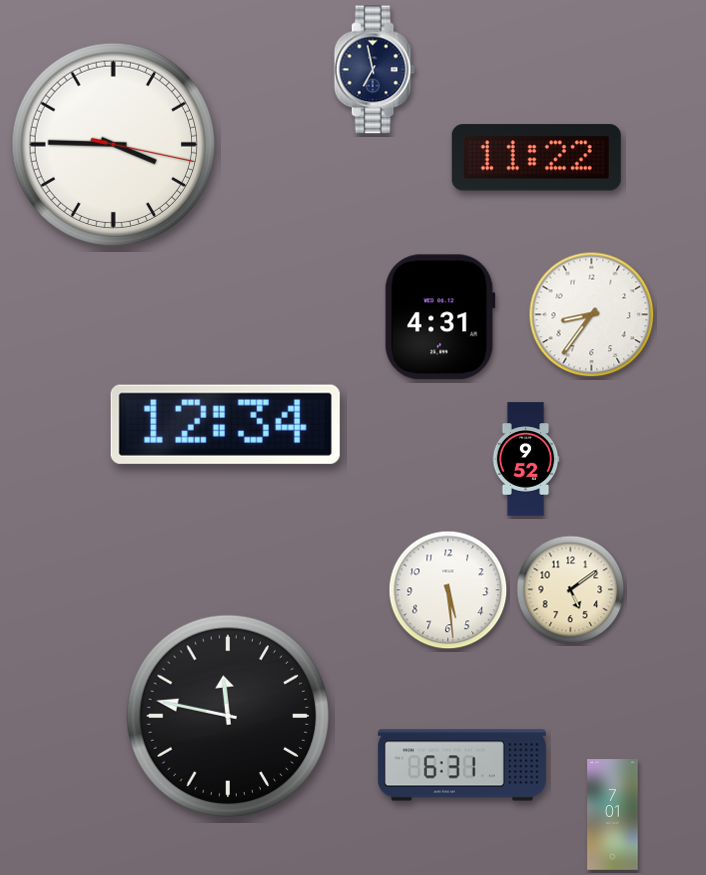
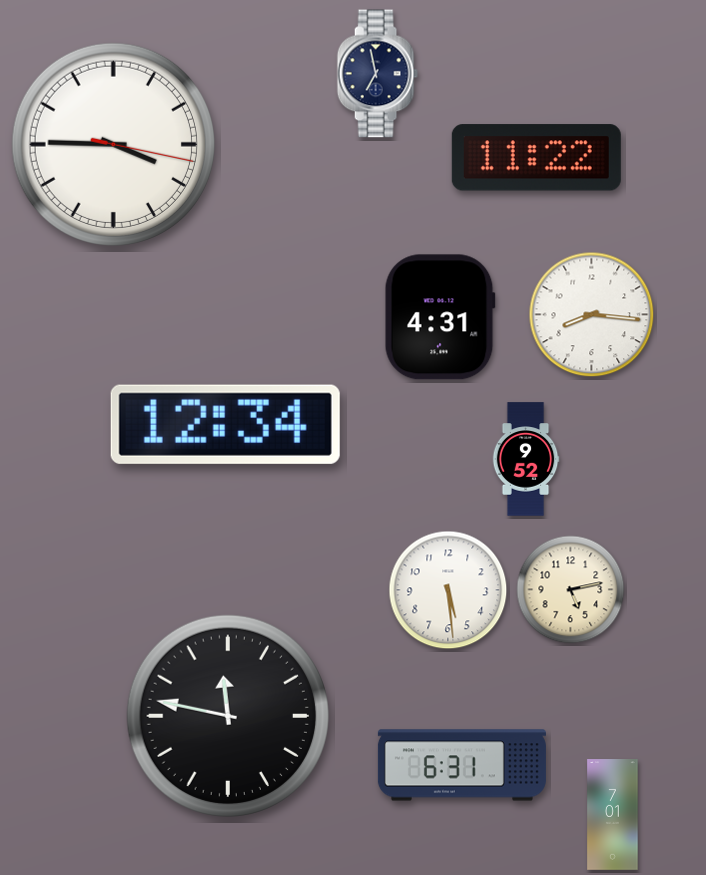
clock at (374, 70) position: (374, 70) -> (377, 74)
clock at (592, 315): 8:36 -> 8:16
clock at (571, 590): 5:09 -> 5:13
